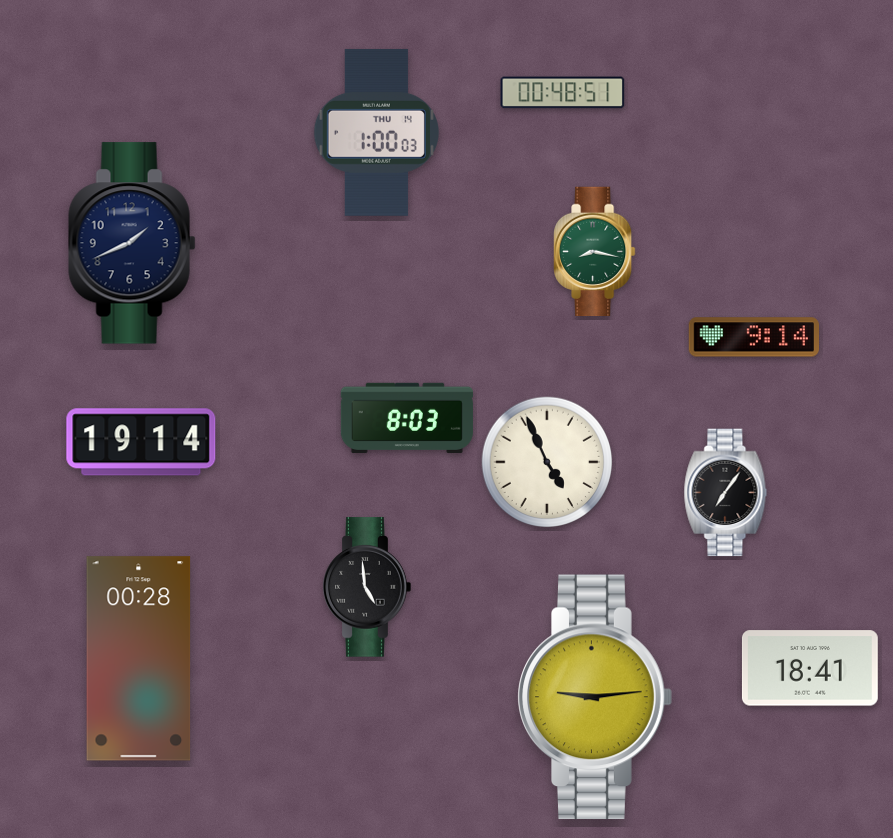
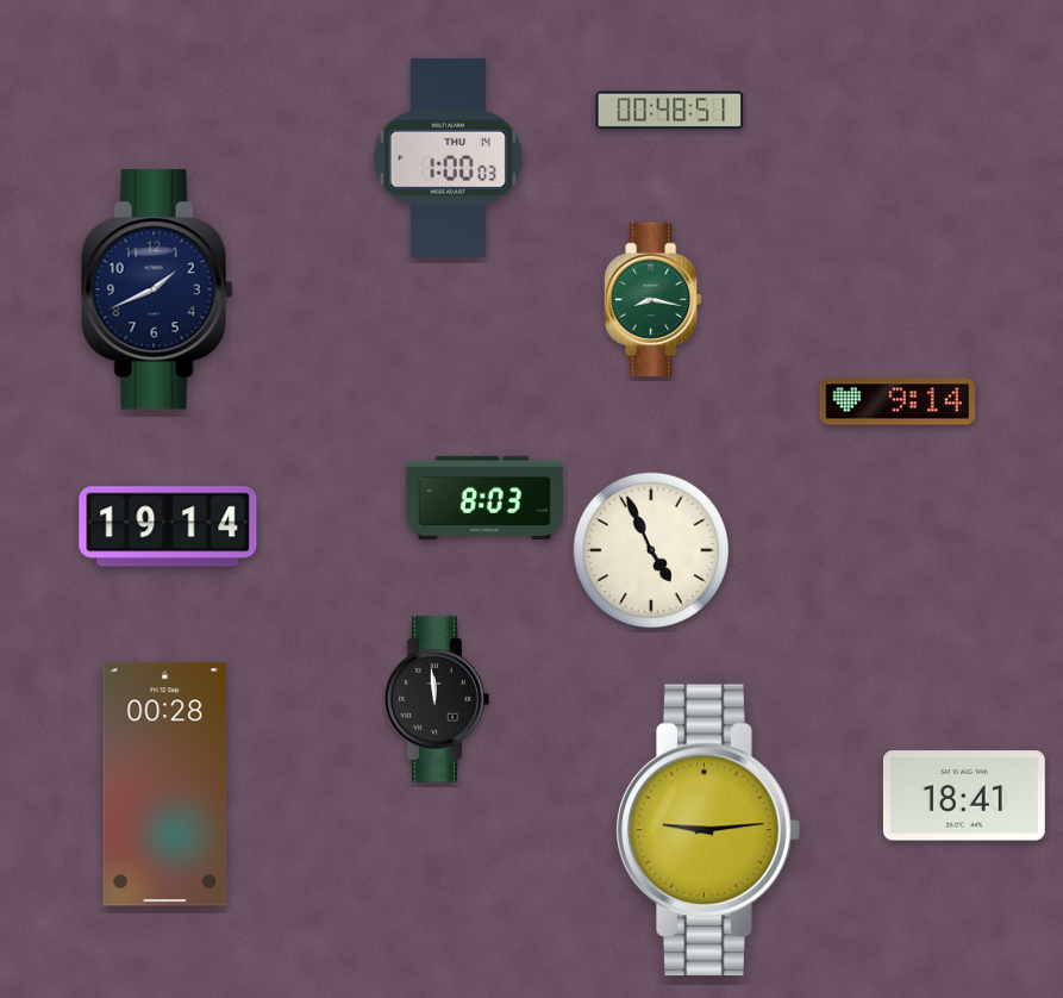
clock at (595, 252) position: (595, 252) -> (654, 300)
clock at (726, 493): 7:06 -> none
clock at (367, 587): 4:59 -> 11:59
